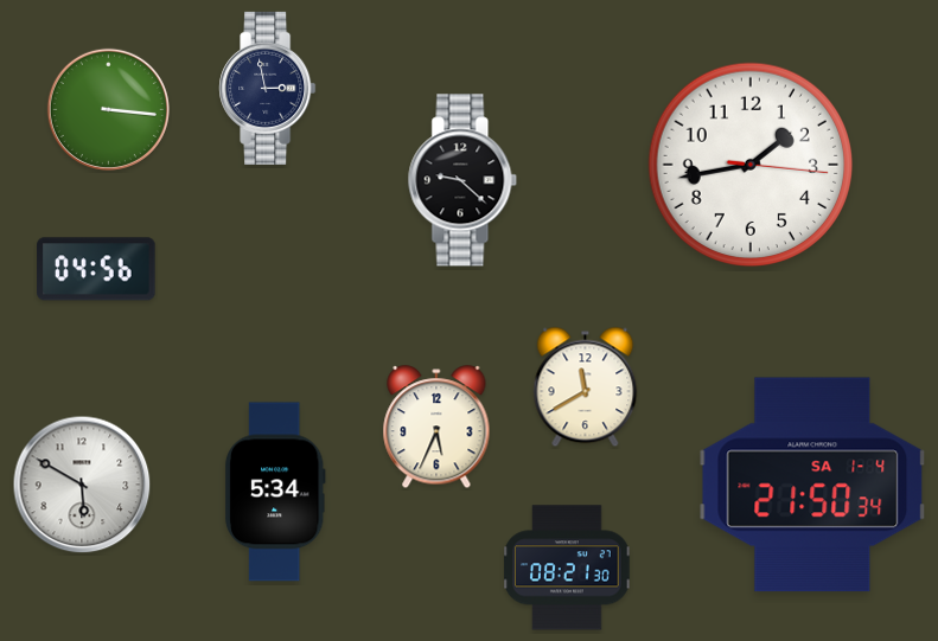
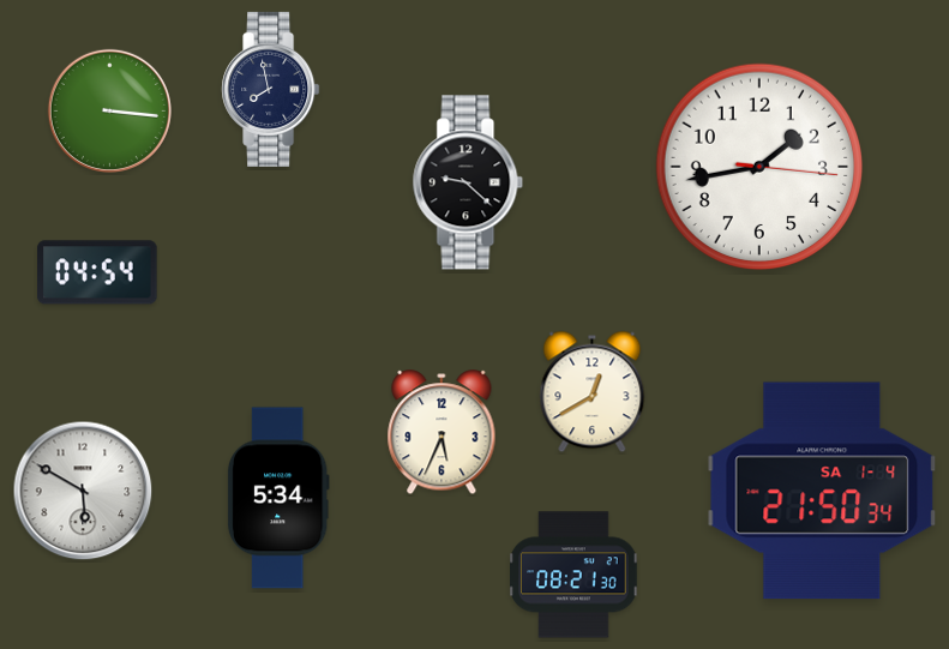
clock at (268, 88): 2:58 -> 7:58
clock at (96, 269): 04:56 -> 04:54
clock at (586, 387): 11:40 -> 12:40
